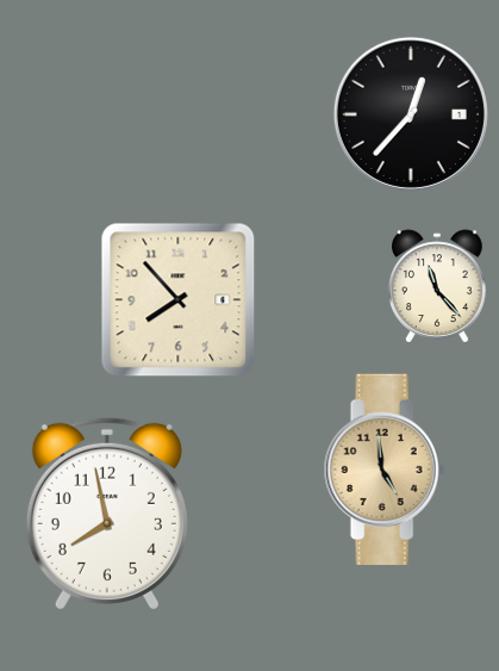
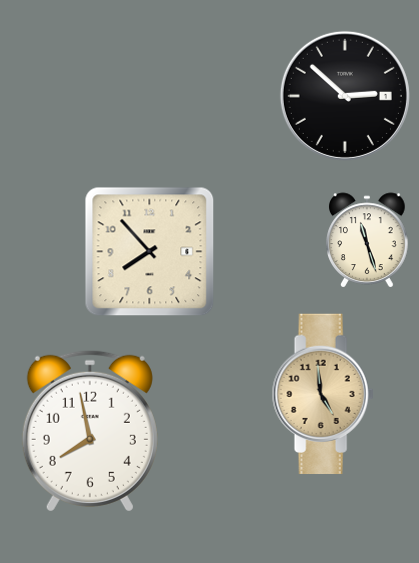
clock at (411, 114): 12:37 -> 2:52
clock at (437, 286): 11:23 -> 11:27
